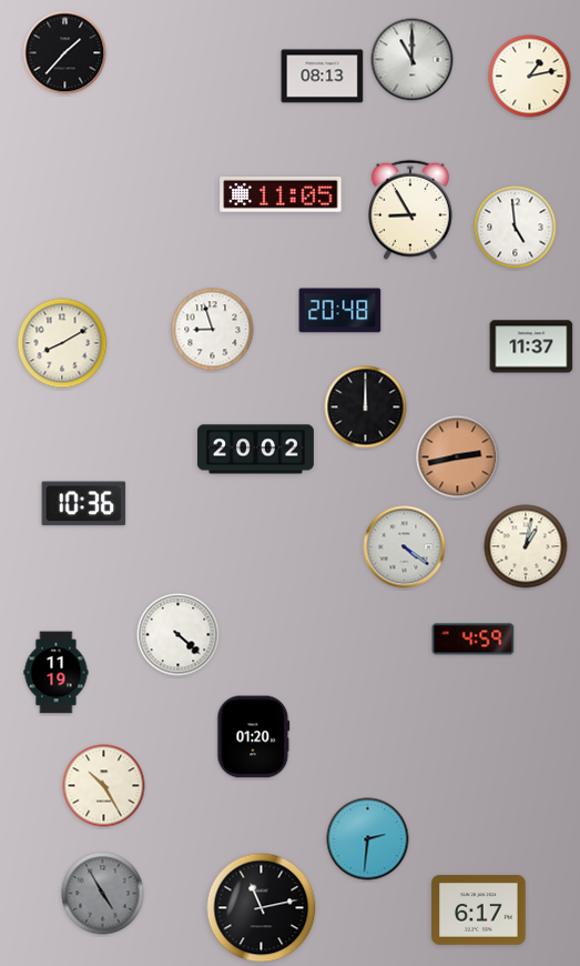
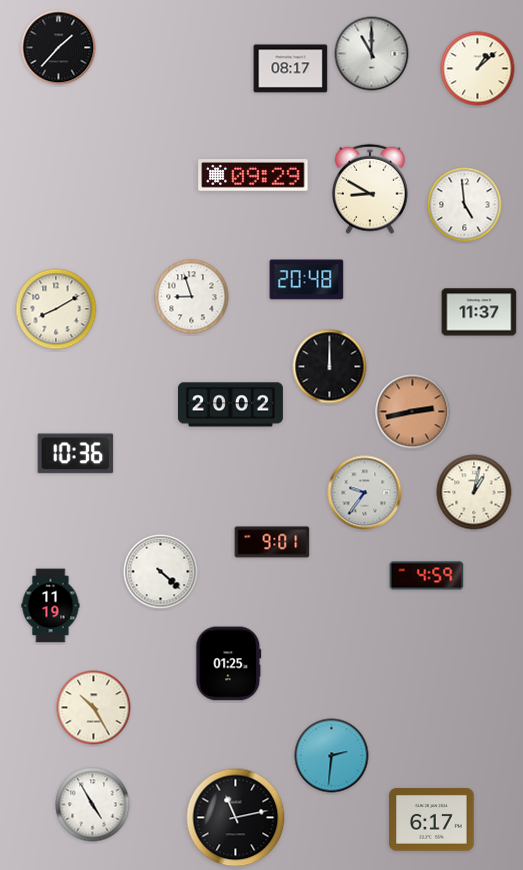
clock at (323, 77): 08:13 -> 08:17
clock at (530, 77): 1:13 -> 1:08
clock at (281, 195): 11:05 -> 09:29
clock at (411, 210): 8:55 -> 8:50
clock at (405, 547): 4:21 -> 9:36
clock at (272, 542): none -> 9:01
clock at (254, 737): 01:20 -> 01:25
clock at (103, 894) dial: grey -> white
